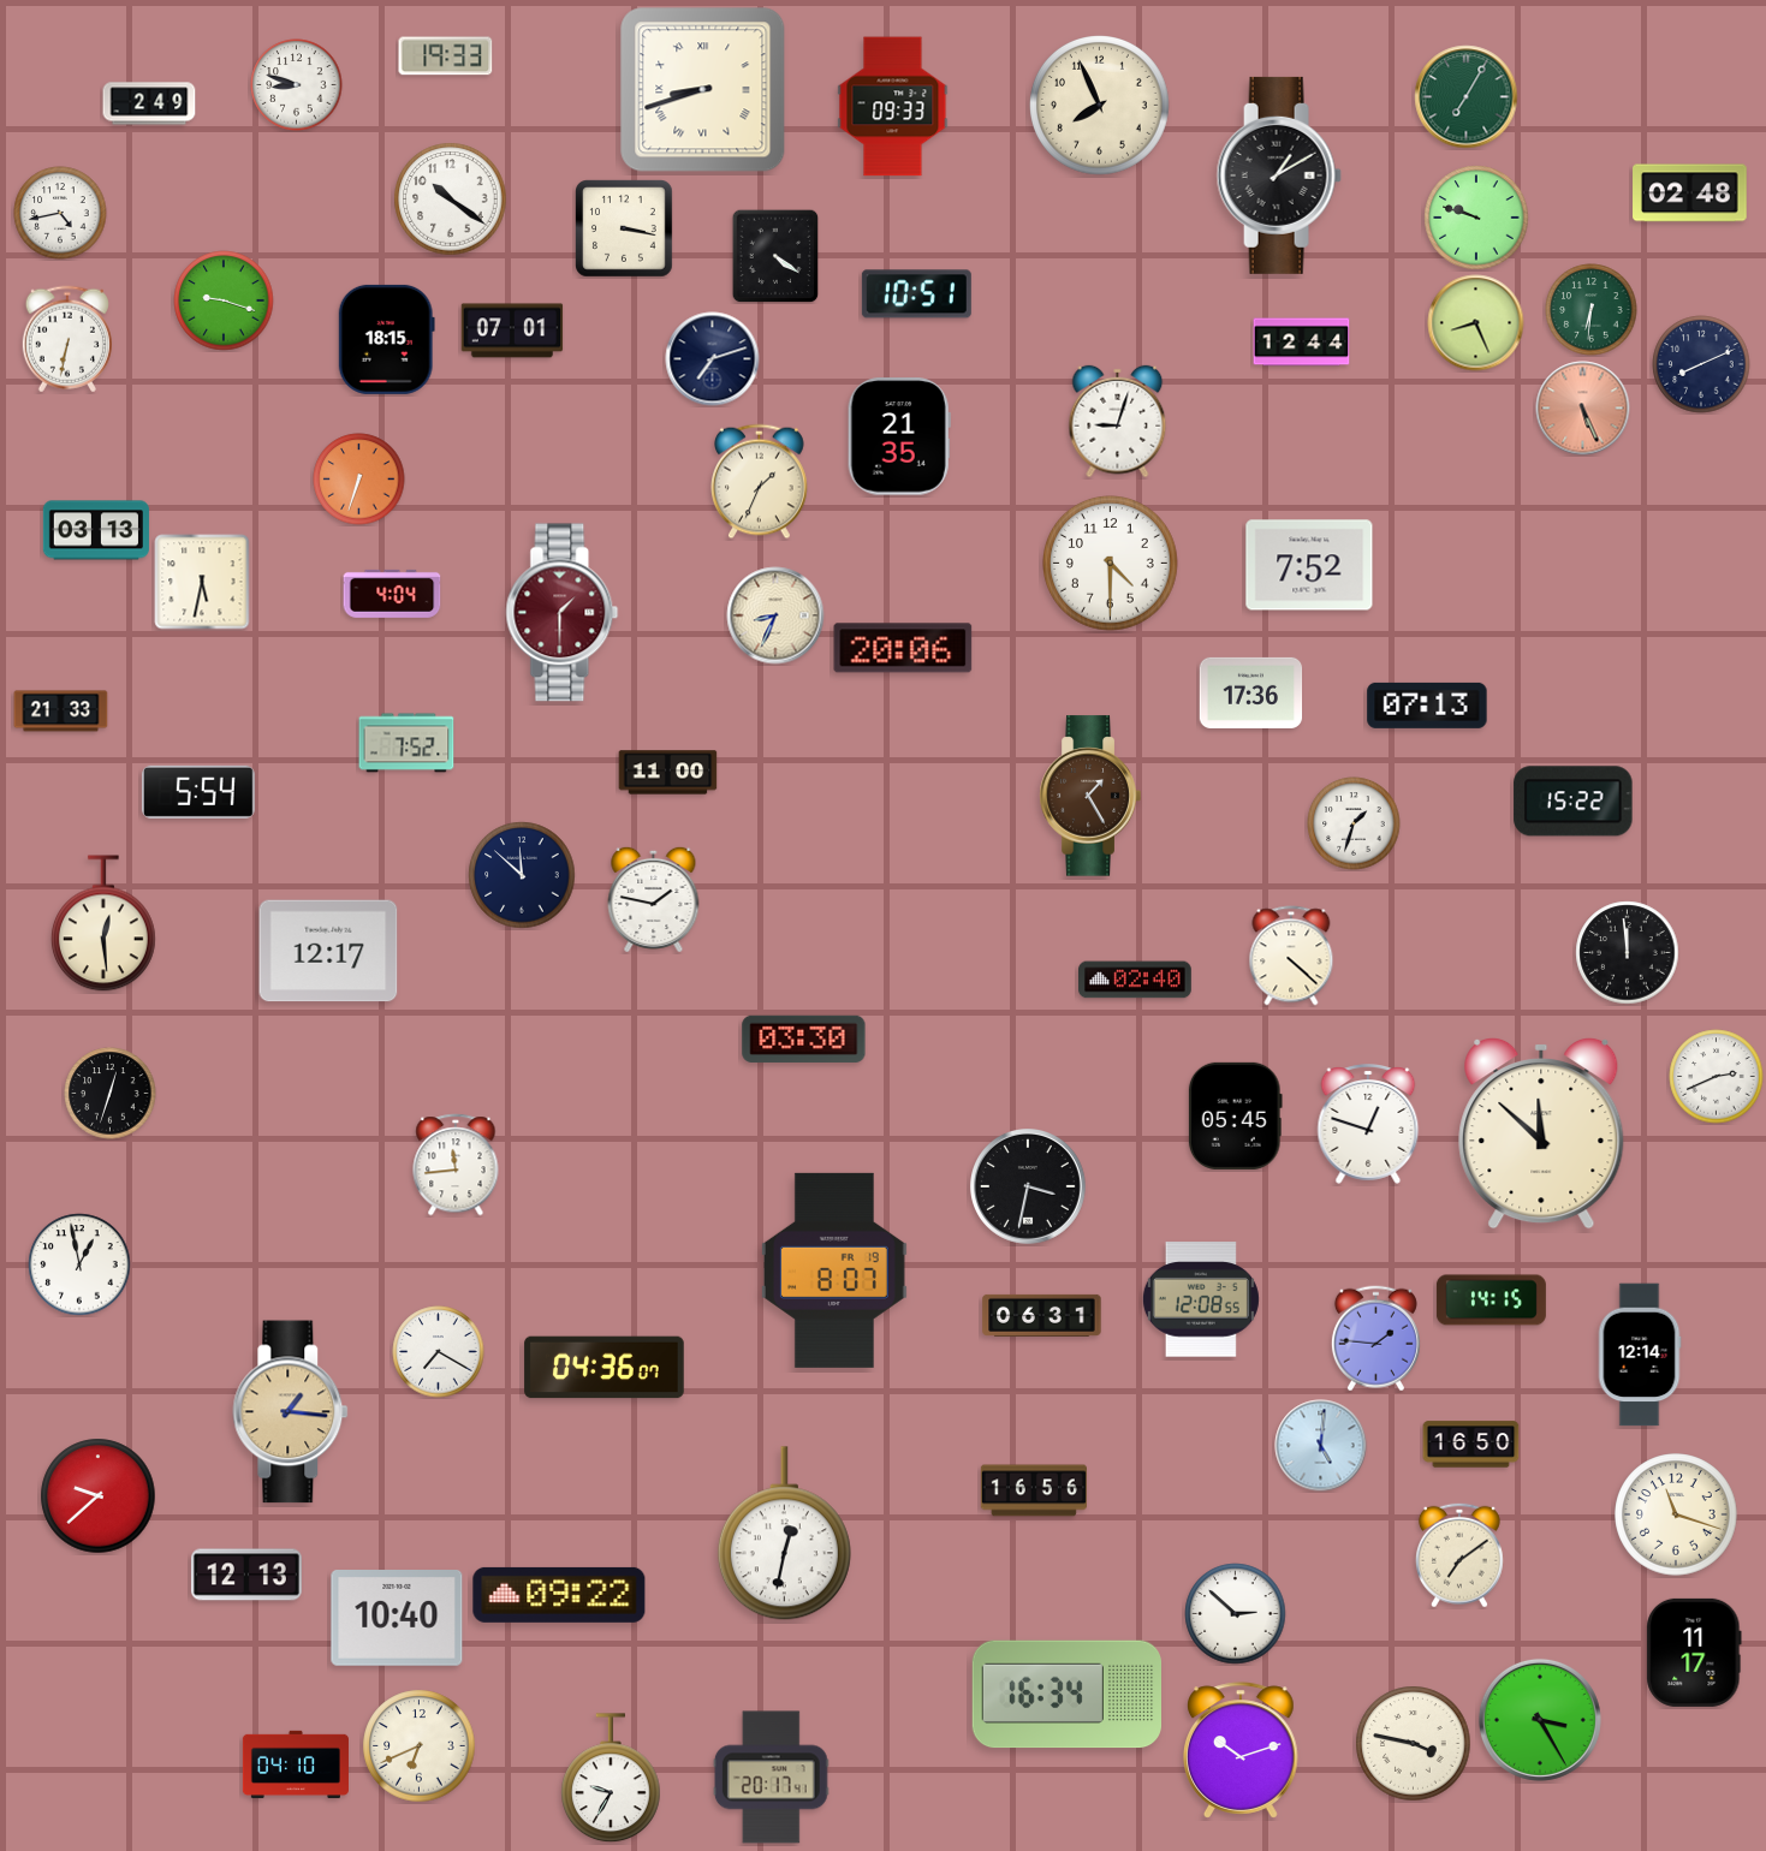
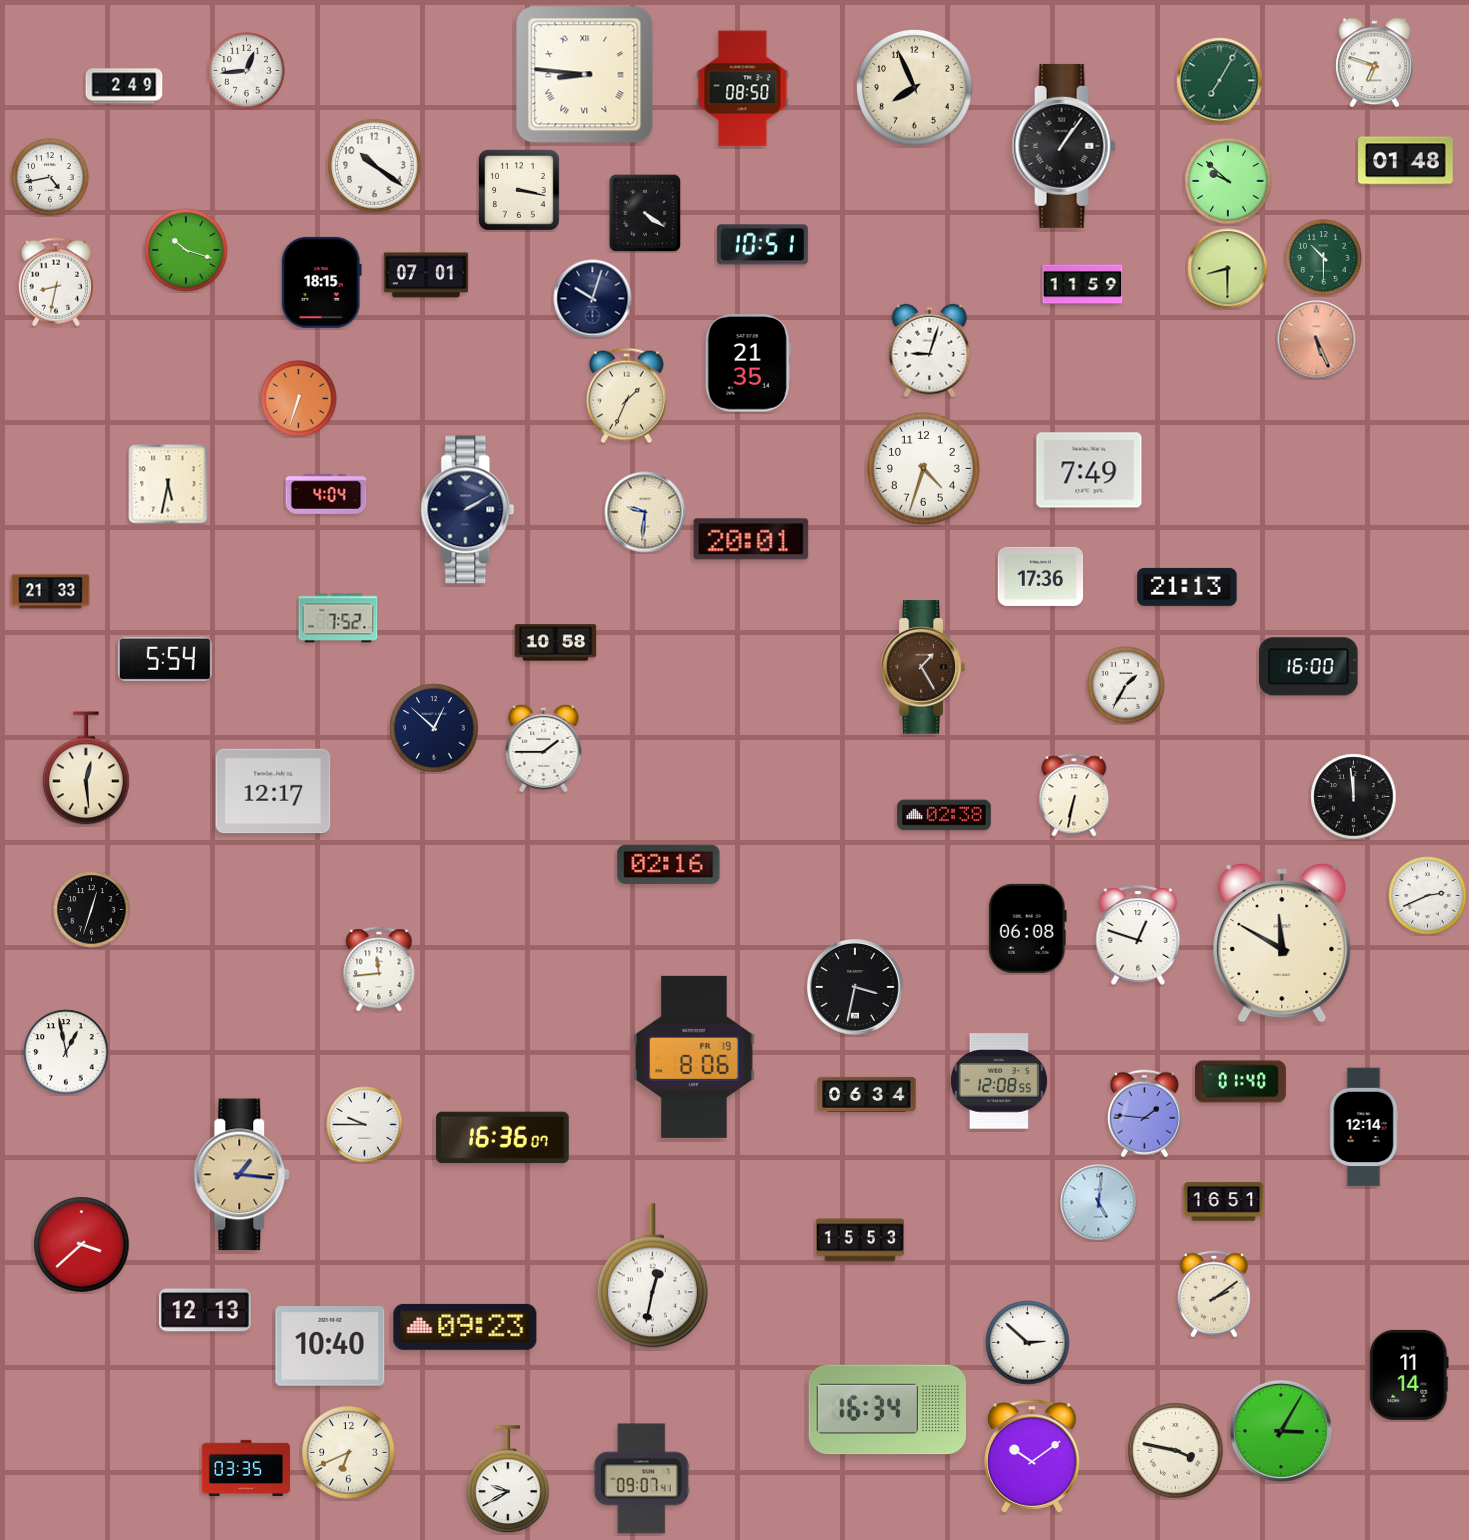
clock at (446, 56): 19:33 -> none
clock at (1375, 63): none -> 6:48
clock at (297, 85): 8:48 -> 12:44
clock at (703, 90): 8:42 -> 8:46
clock at (893, 107): 09:33 -> 08:50
clock at (1279, 175): 1:10 -> 1:06
clock at (1690, 194): 02:48 -> 01:48
clock at (1476, 218): 9:48 -> 9:52
clock at (224, 300): 9:18 -> 10:18
clock at (1592, 310): 6:31 -> 10:30
clock at (1476, 323): 8:26 -> 8:30
clock at (67, 339): 6:32 -> 8:32
clock at (1302, 343): 12:44 -> 11:59
clock at (713, 359): 7:12 -> 10:03
clock at (1701, 364): 8:11 -> none
clock at (760, 482) position: (760, 482) -> (627, 396)
clock at (96, 530): 03:13 -> none
clock at (1111, 564): 4:30 -> 4:33
clock at (1309, 565): 7:52 -> 7:49
clock at (563, 613): 1:30 -> 2:10
clock at (563, 613) dial: burgundy -> navy
clock at (775, 615): 8:34 -> 9:31
clock at (903, 648): 20:06 -> 20:01
clock at (1427, 706): 07:13 -> 21:13
clock at (668, 773): 11:00 -> 10:58
clock at (1090, 796) position: (1090, 796) -> (923, 667)
clock at (1574, 802): 15:22 -> 16:00
clock at (1354, 823): 1:33 -> 1:35
clock at (522, 875): 11:52 -> 12:52
clock at (654, 898): 1:47 -> 1:45
clock at (1628, 953) position: (1628, 953) -> (1354, 797)
clock at (1291, 956): 4:22 -> 6:32
clock at (1135, 980): 02:40 -> 02:38
clock at (804, 1038): 03:30 -> 02:16
clock at (1235, 1115): 05:45 -> 06:08
clock at (1541, 1133): 11:52 -> 11:50
clock at (834, 1270): 8:07 -> 8:06
clock at (1491, 1301): 14:15 -> 01:40
clock at (1042, 1315): 06:31 -> 06:34
clock at (439, 1352): 7:20 -> 9:45
clock at (605, 1368): 04:36 -> 16:36
clock at (1471, 1445): 16:50 -> 16:51
clock at (1034, 1490): 16:56 -> 15:53
clock at (99, 1496): 9:38 -> 3:38
clock at (1676, 1514): 11:18 -> none
clock at (1459, 1555): 7:09 -> 2:09
clock at (559, 1595): 09:22 -> 09:23
clock at (1694, 1653): 11:17 -> 11:14
clock at (1540, 1720): 3:25 -> 3:05
clock at (1242, 1750): 10:12 -> 10:09
clock at (296, 1764): 04:10 -> 03:35
clock at (771, 1778): 20:17 -> 09:07
clock at (612, 1779): 9:35 -> 9:40
